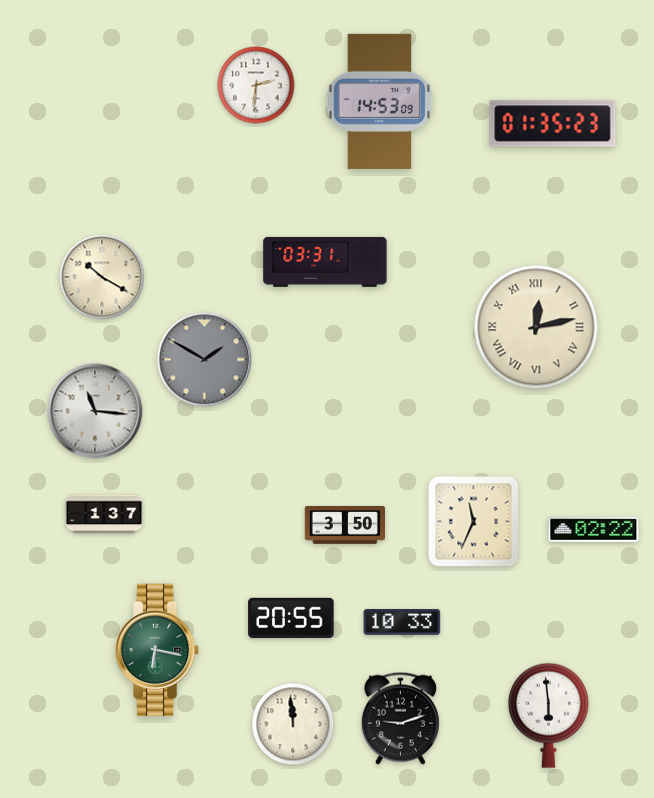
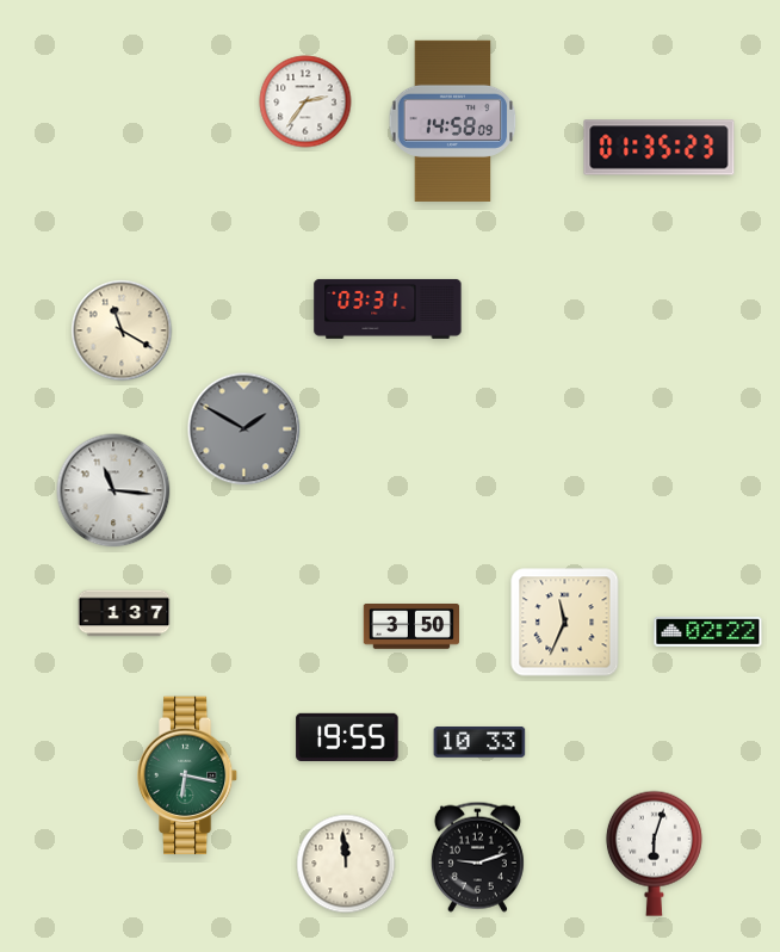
clock at (256, 85): 2:31 -> 2:36
clock at (380, 101): 14:53 -> 14:58
clock at (325, 262) position: (325, 262) -> (388, 309)
clock at (102, 277): 10:20 -> 11:20
clock at (536, 327): 12:13 -> none
clock at (291, 618): 20:55 -> 19:55
clock at (548, 715): 5:59 -> 6:03
clock at (293, 724) position: (293, 724) -> (346, 864)
